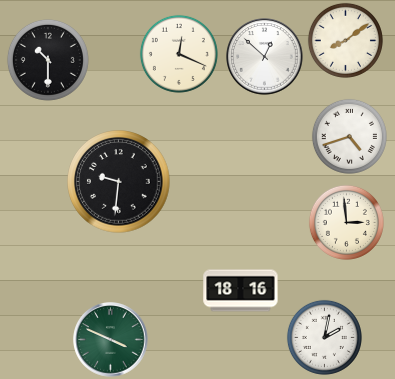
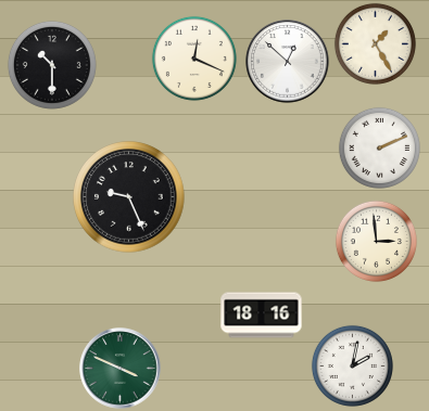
clock at (345, 40): 8:09 -> 1:25
clock at (349, 136): 4:42 -> 2:11
clock at (119, 182): 9:31 -> 9:26
